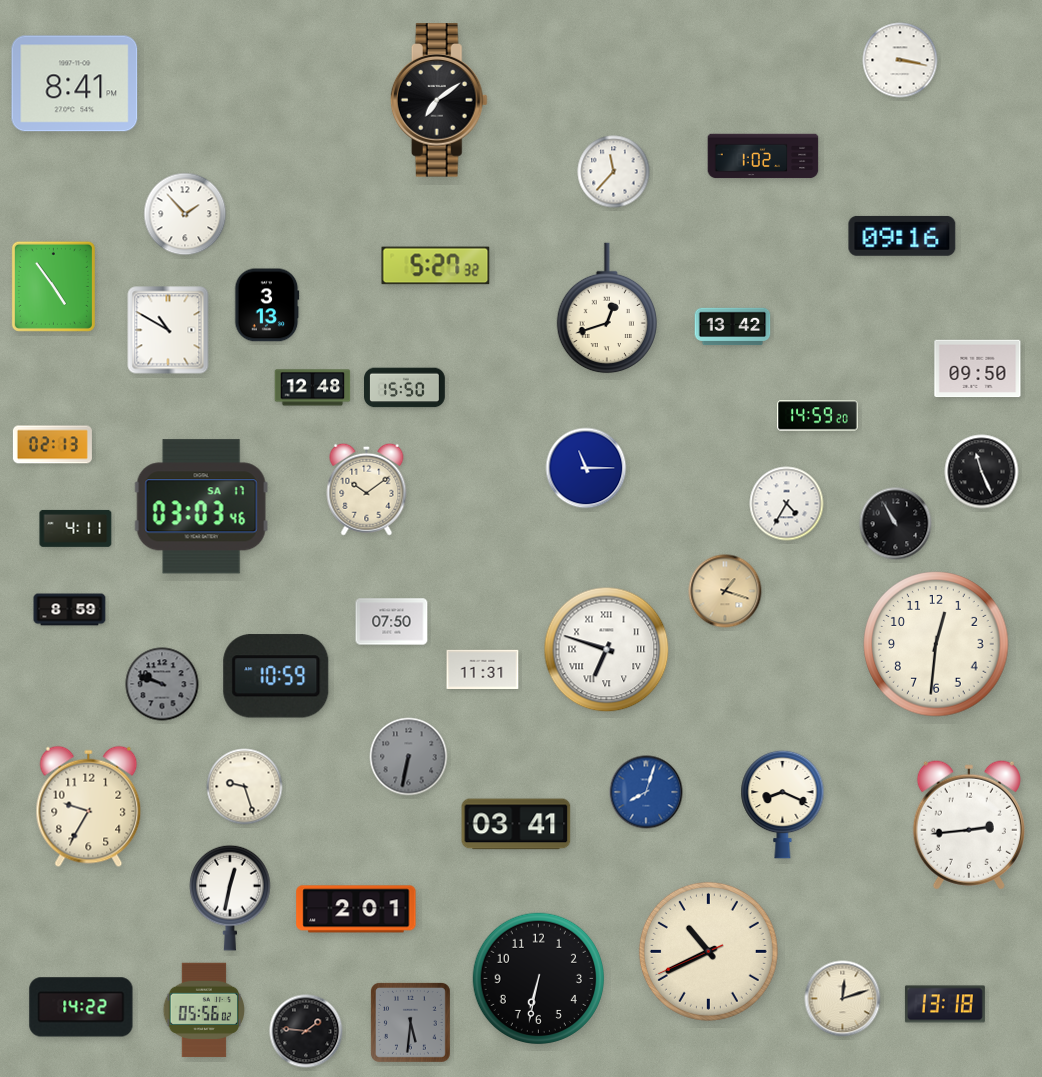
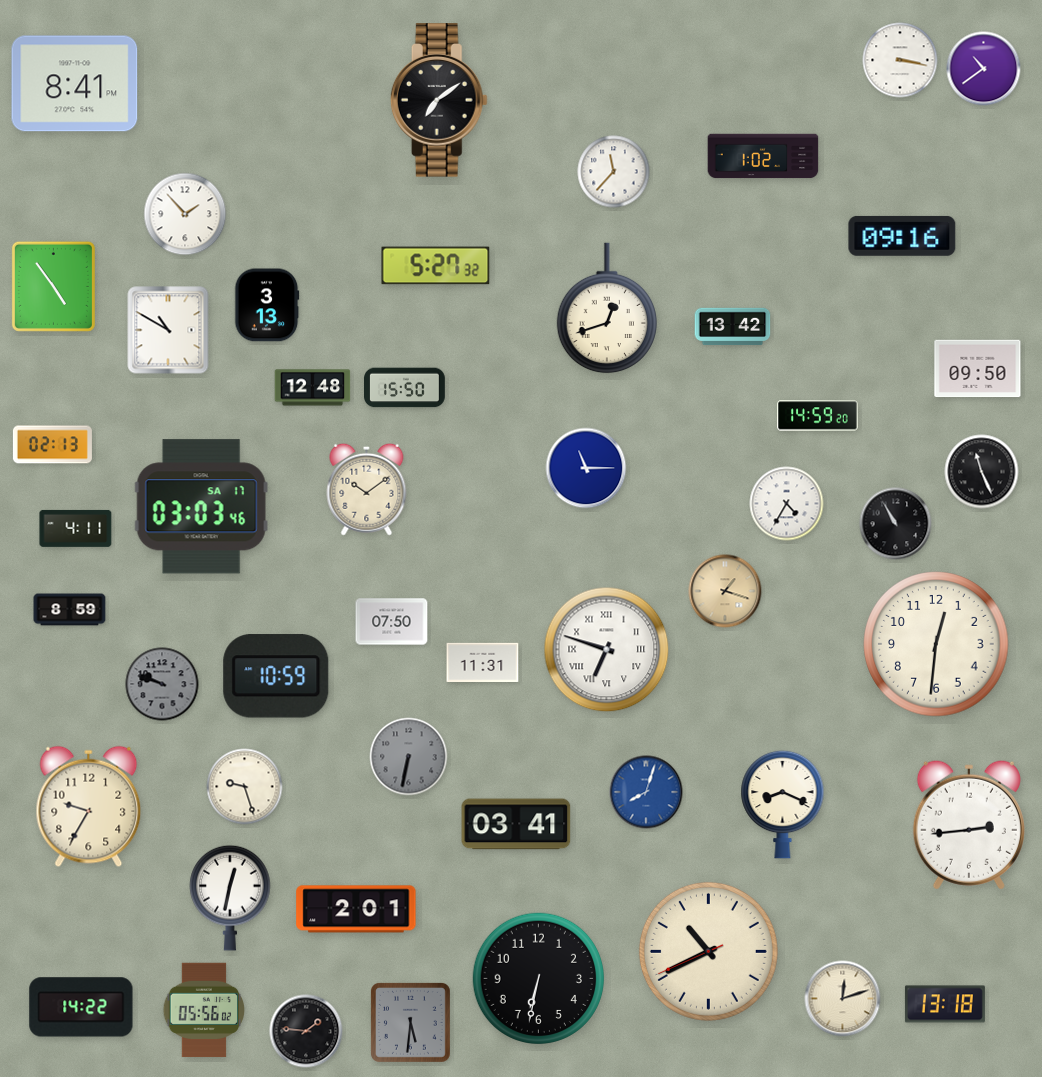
clock at (984, 69): none -> 10:39
clock at (483, 669) position: (483, 669) -> (483, 662)
